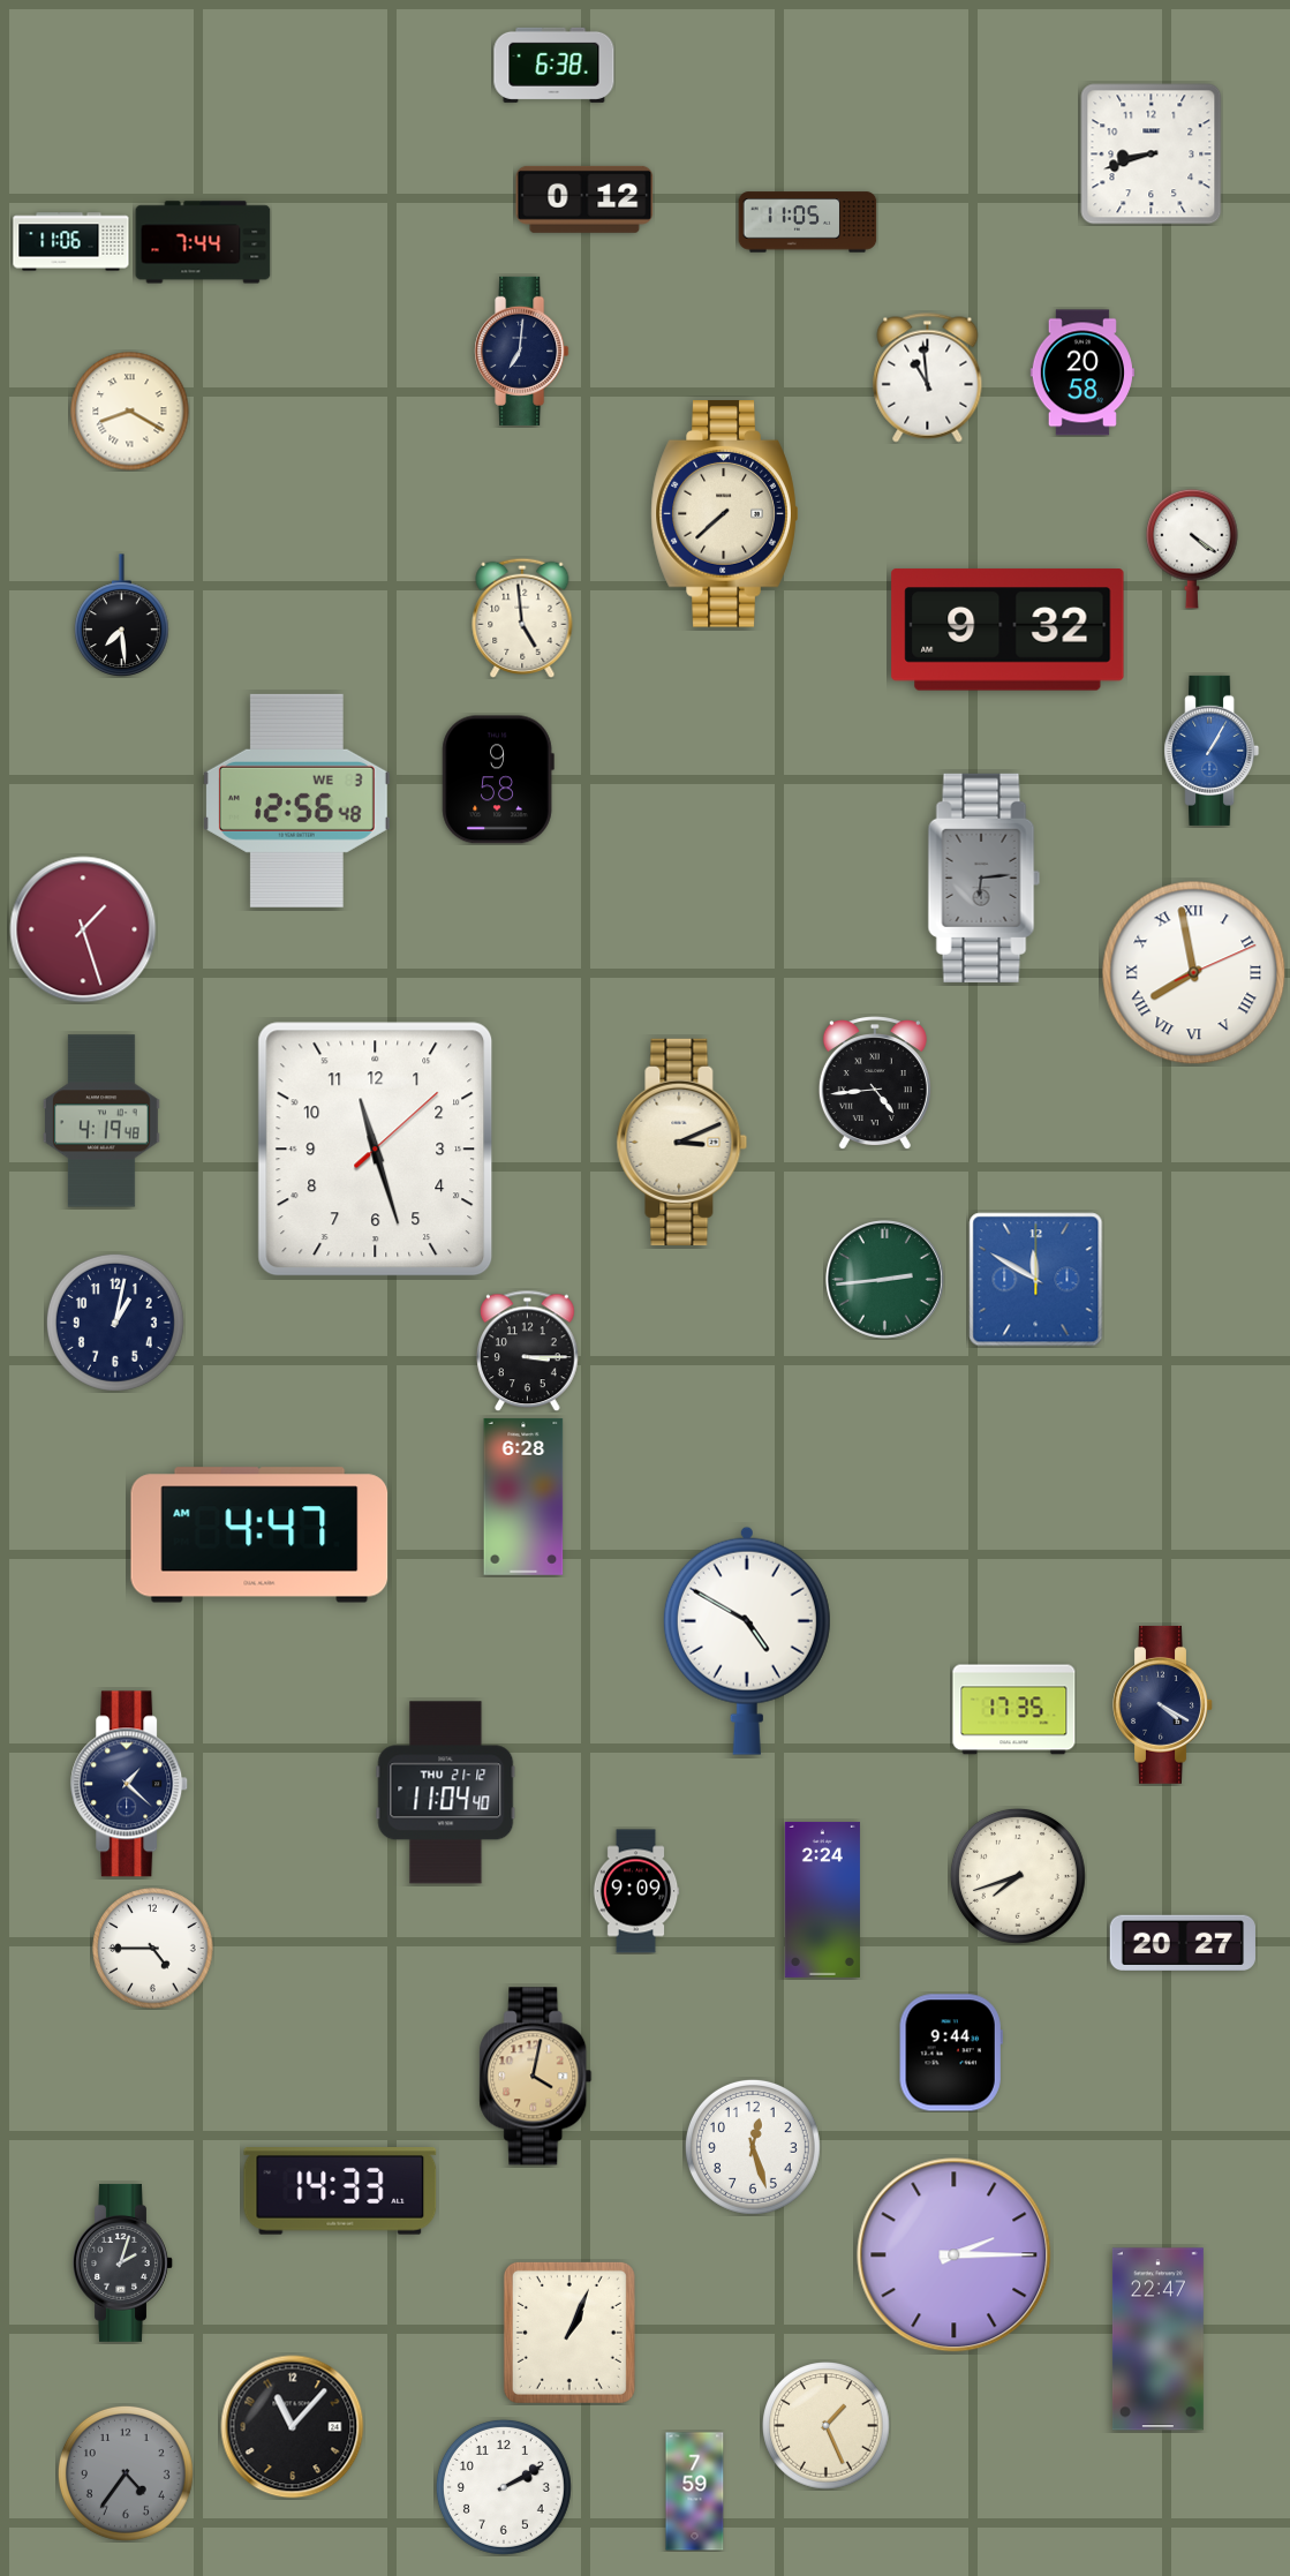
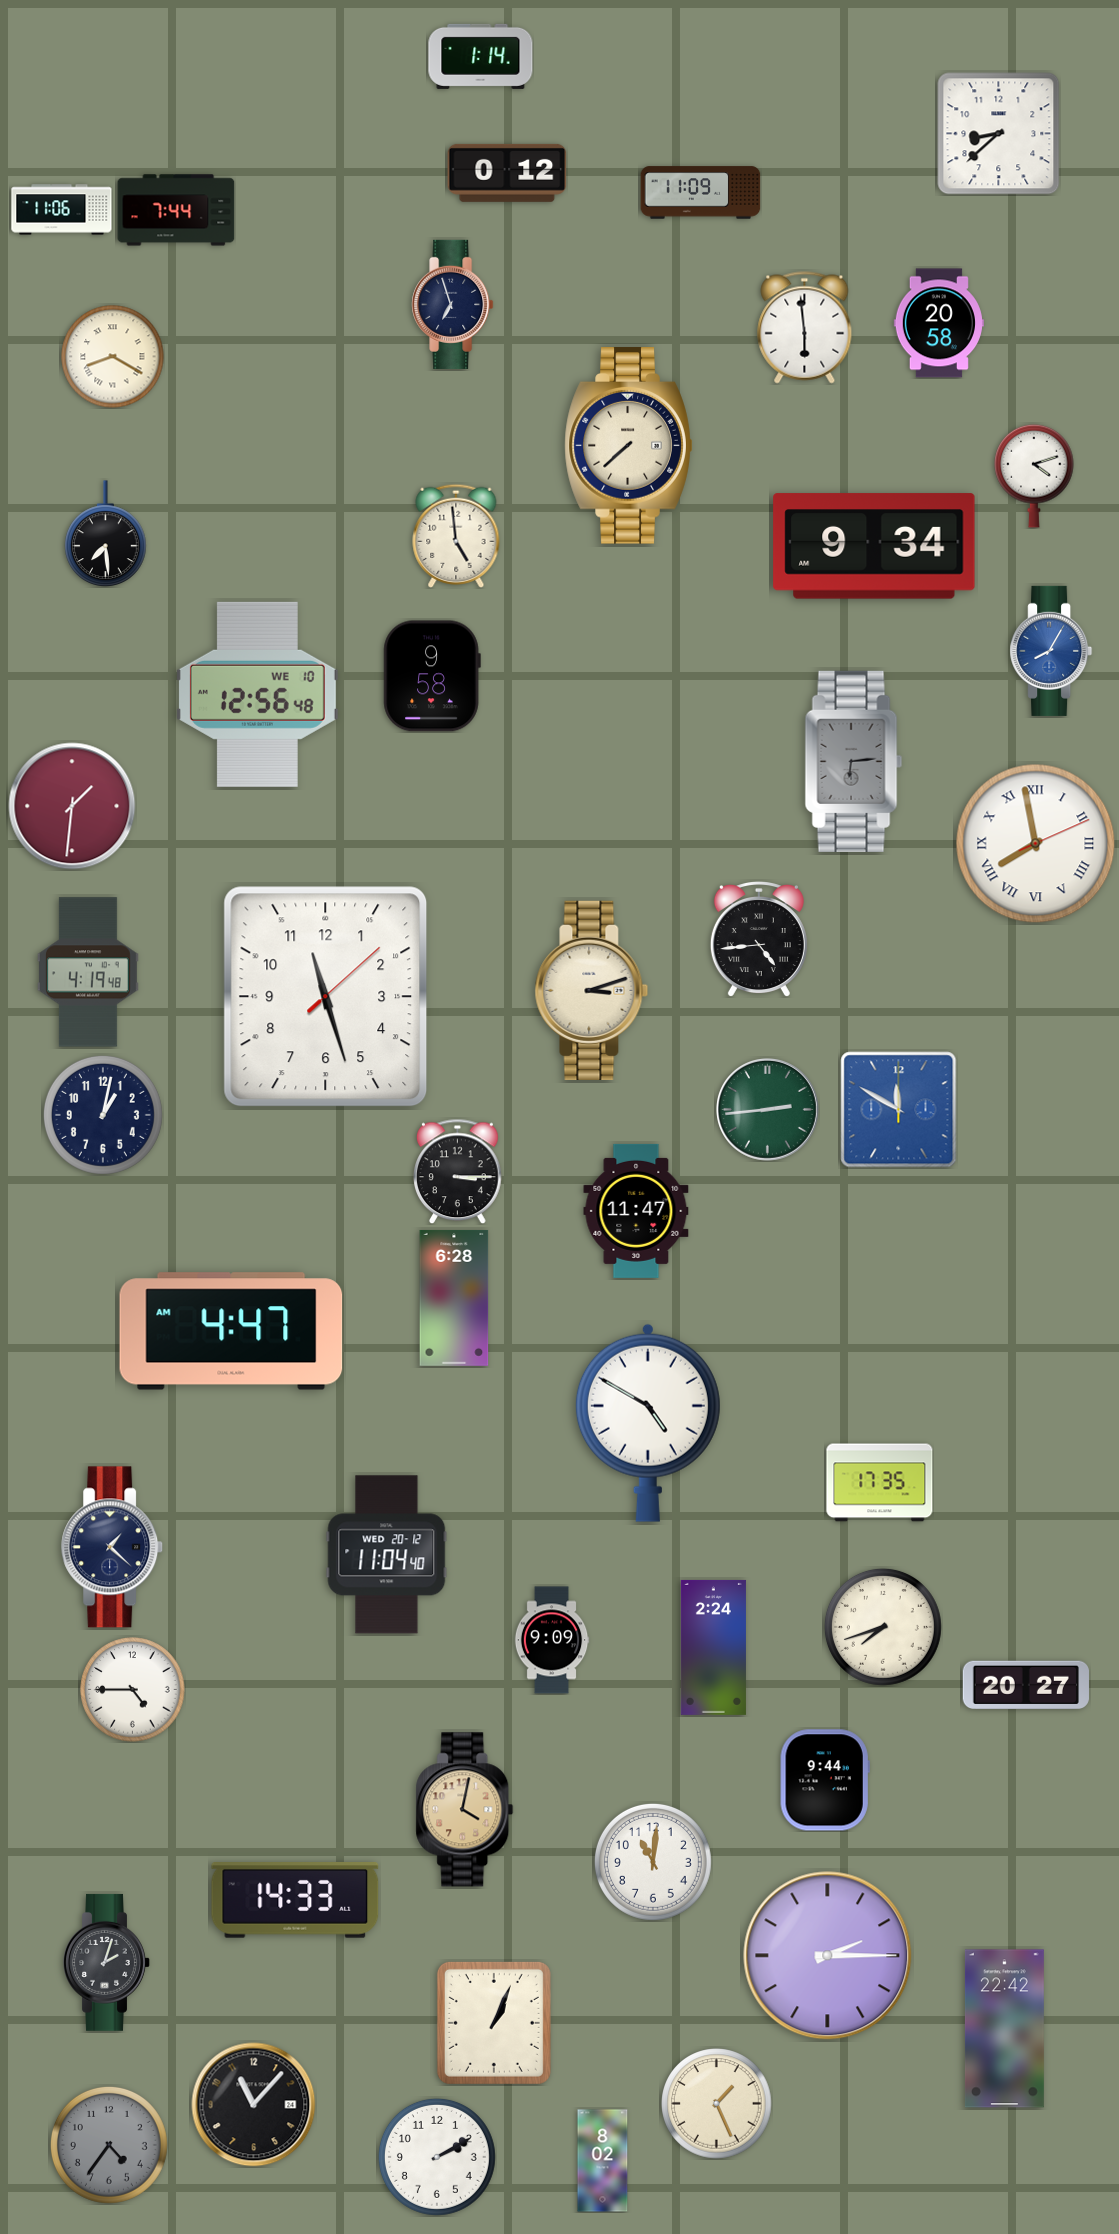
clock at (555, 65): 6:38 -> 1:14
clock at (1152, 155): 8:42 -> 8:38
clock at (808, 223): 11:05 -> 11:09
clock at (522, 351): 7:01 -> 6:57
clock at (928, 378): 10:59 -> 5:59
clock at (1192, 549): 4:21 -> 4:12
clock at (522, 618) position: (522, 618) -> (456, 536)
clock at (1008, 630): 9:32 -> 9:34
clock at (1212, 751): 1:05 -> 8:05
clock at (296, 800) date: WE 3 -> WE 10
clock at (83, 929): 1:27 -> 1:31
clock at (682, 1142): 3:11 -> 3:12
clock at (115, 1323) position: (115, 1323) -> (103, 1115)
clock at (636, 1211): none -> 11:47
clock at (259, 1535) position: (259, 1535) -> (231, 1331)
clock at (1163, 1704): 4:20 -> none
clock at (446, 1793) date: THU 21-12 -> WED 20-12
clock at (536, 2077) position: (536, 2077) -> (465, 1810)
clock at (753, 2147): 12:27 -> 11:01
clock at (1157, 2340): 22:47 -> 22:42
clock at (695, 2492): 7:59 -> 8:02
